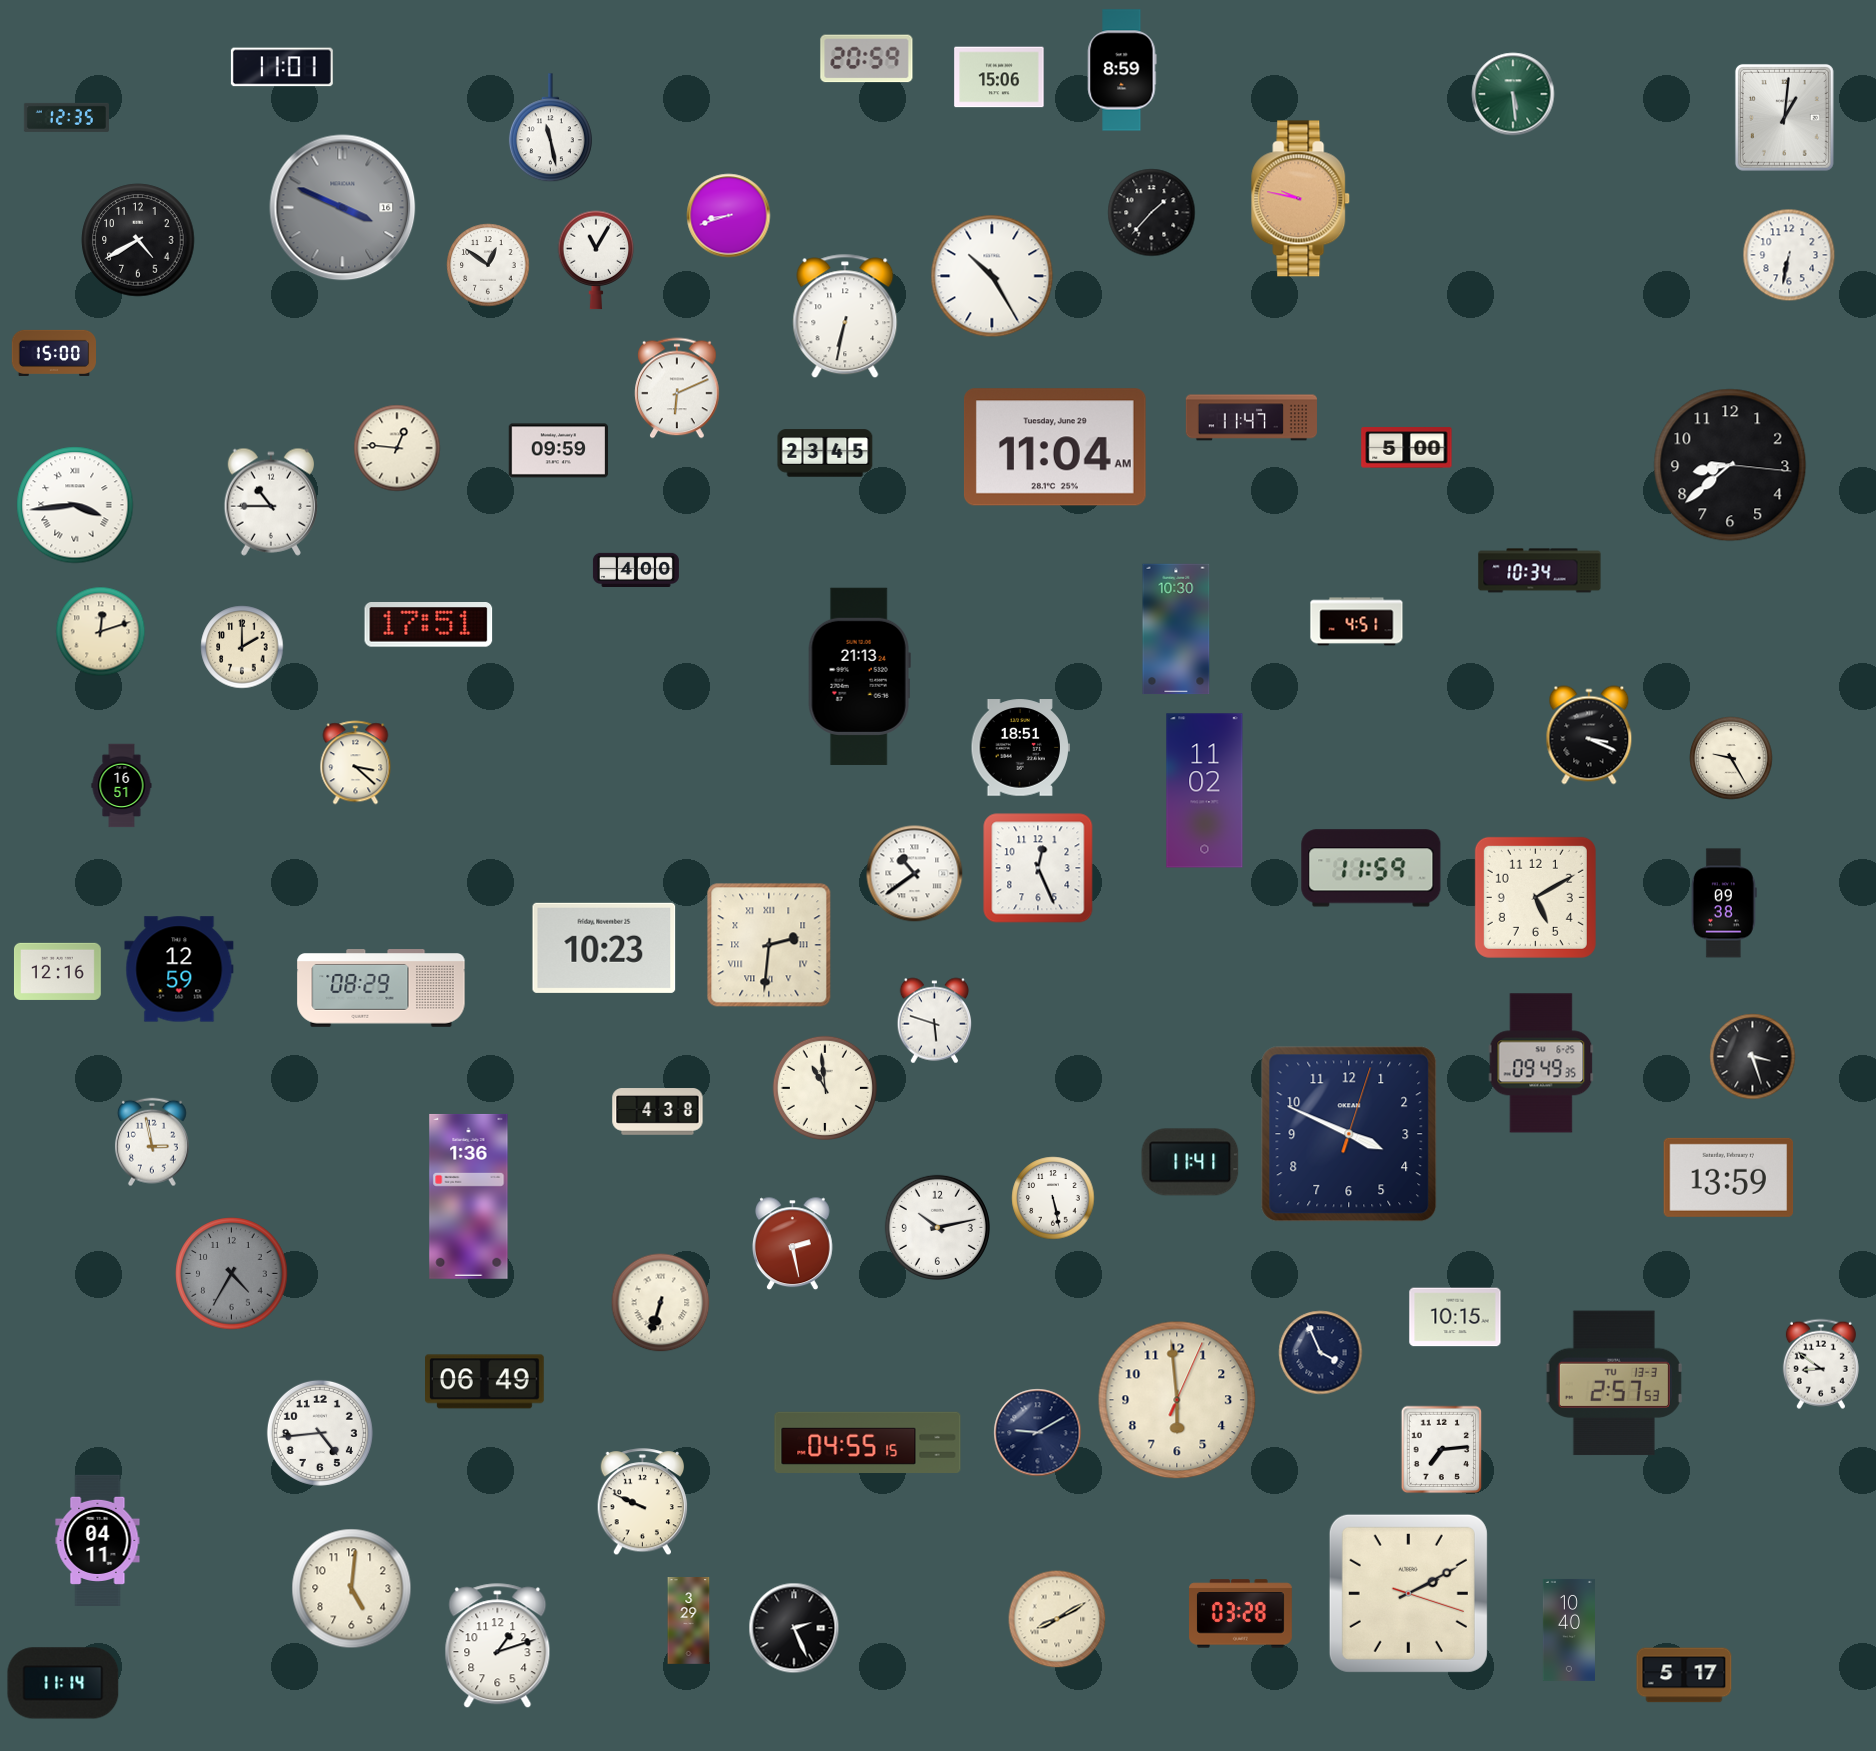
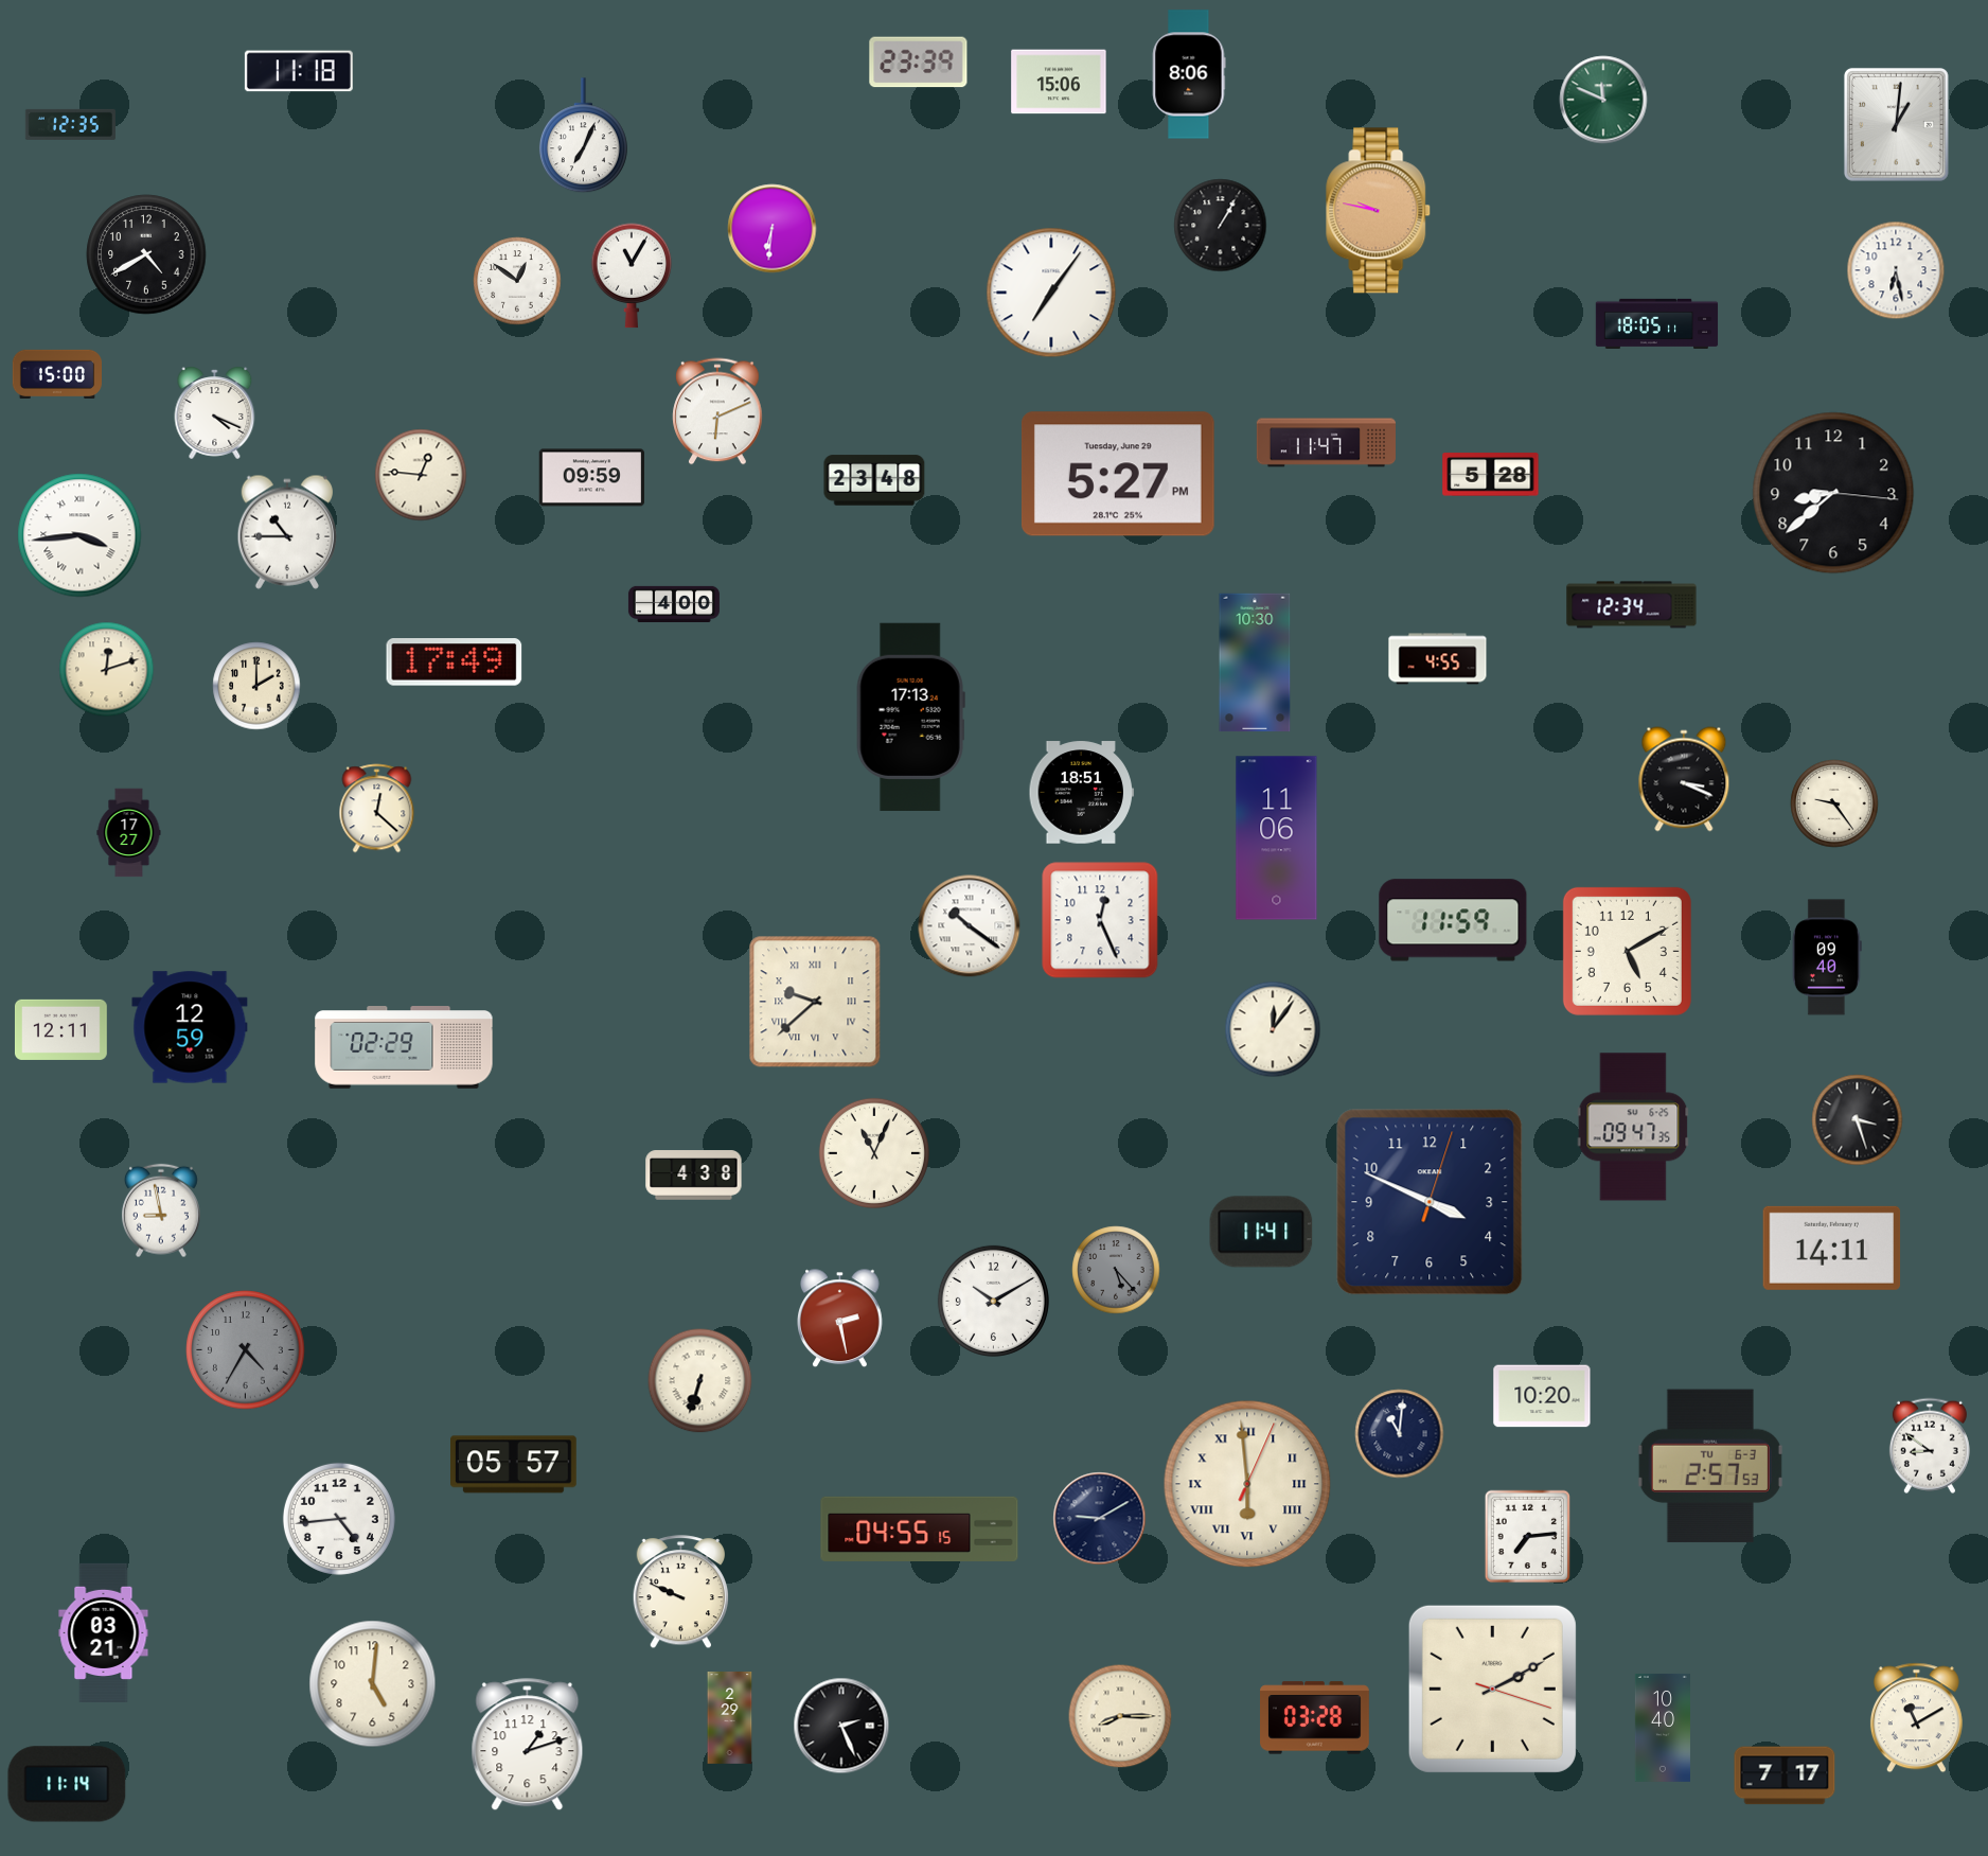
clock at (867, 59): 20:59 -> 23:39
clock at (282, 67): 11:01 -> 11:18
clock at (1122, 70): 8:59 -> 8:06
clock at (1513, 94): 5:29 -> 11:49
clock at (1784, 117) position: (1784, 117) -> (1896, 124)
clock at (550, 128): 11:28 -> 7:04
clock at (343, 208): 3:49 -> none
clock at (1152, 213): 1:37 -> 1:05
clock at (729, 216): 8:42 -> 6:31
clock at (1789, 255): 6:32 -> 6:28
clock at (992, 276): 10:25 -> 7:06
clock at (1657, 323): none -> 18:05
clock at (845, 316): 6:32 -> none
clock at (215, 412): none -> 4:19
clock at (1055, 447): 11:04 -> 5:27
clock at (1407, 448): 5:00 -> 5:28
clock at (825, 453): 23:45 -> 23:48
clock at (1540, 571): 10:34 -> 12:34
clock at (1357, 622): 4:51 -> 4:55
clock at (429, 625): 17:51 -> 17:49
clock at (1176, 629) position: (1176, 629) -> (1255, 662)
clock at (859, 676): 21:13 -> 17:13
clock at (1731, 758): 9:25 -> 9:24
clock at (356, 763): 3:22 -> 12:22
clock at (122, 786): 16:51 -> 17:27
clock at (1205, 791): 11:02 -> 11:06
clock at (915, 874): 10:39 -> 10:21
clock at (1724, 903): 09:38 -> 09:40
clock at (769, 945): 2:31 -> 9:38
clock at (604, 948): 10:23 -> none
clock at (57, 971): 12:16 -> 12:11
clock at (1273, 1029): none -> 12:06
clock at (381, 989): 08:29 -> 02:29
clock at (935, 1021): 5:48 -> none
clock at (1541, 1063): 09:49 -> 09:47
clock at (825, 1088): 10:59 -> 11:04
clock at (658, 1112) position: (658, 1112) -> (694, 1176)
clock at (152, 1142): 2:58 -> 8:58
clock at (1729, 1177): 13:59 -> 14:11
clock at (469, 1196): 1:36 -> none
clock at (1053, 1198): 5:28 -> 5:23
clock at (1053, 1198) dial: white -> grey
clock at (937, 1227): 10:13 -> 10:10
clock at (1455, 1317): 10:15 -> 10:20
clock at (1321, 1353): 3:56 -> 11:01
clock at (485, 1382): 06:49 -> 05:57
clock at (1614, 1383) date: TU 13-3 -> TU 6-3
clock at (1177, 1400) numerals: Arabic -> Roman
clock at (98, 1540): 04:11 -> 03:21
clock at (1241, 1614) position: (1241, 1614) -> (1315, 1718)
clock at (1057, 1619): 8:10 -> 8:15
clock at (689, 1621): 3:29 -> 2:29
clock at (1916, 1718): none -> 11:10
clock at (1684, 1675): 5:17 -> 7:17
